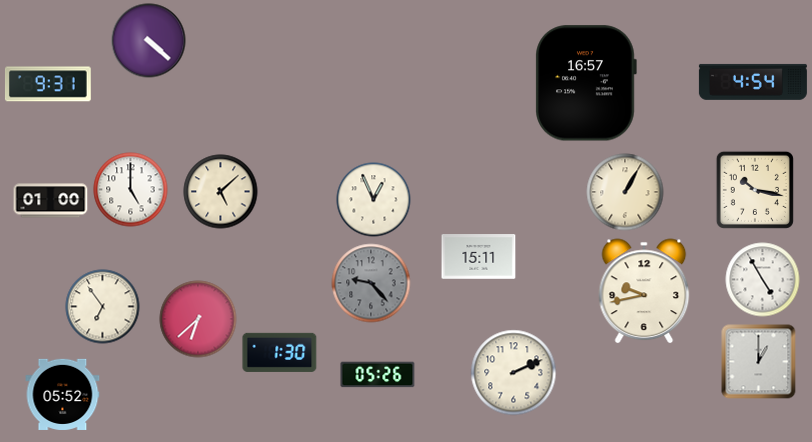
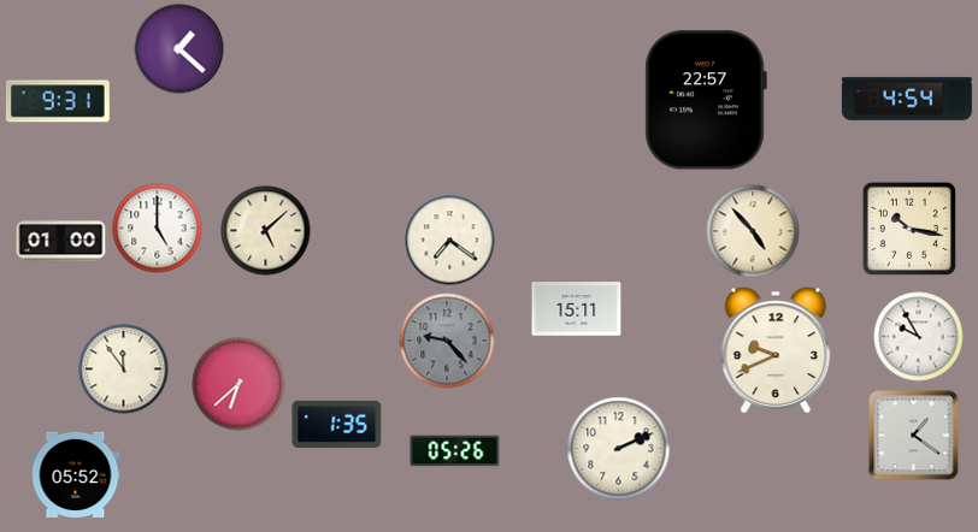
clock at (149, 41): 4:22 -> 1:22
clock at (586, 83): 16:57 -> 22:57
clock at (625, 192): 1:05 -> 4:53
clock at (374, 200): 12:56 -> 7:21
clock at (763, 280): 4:55 -> 9:55
clock at (644, 291): 9:43 -> 9:41
clock at (103, 307): 6:54 -> 11:54
clock at (280, 352): 1:30 -> 1:35
clock at (759, 362): 1:00 -> 1:21
